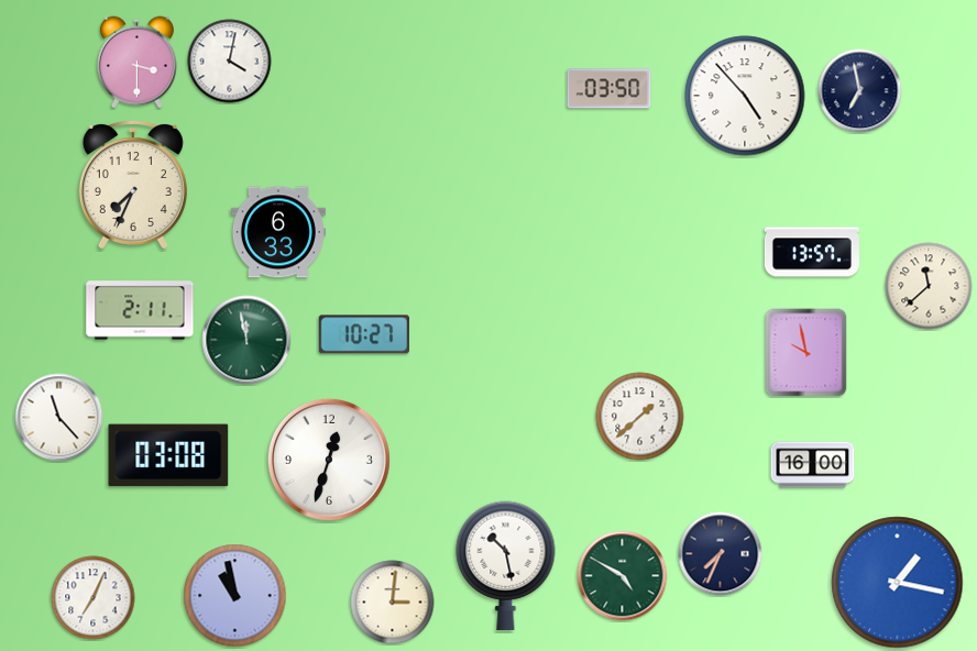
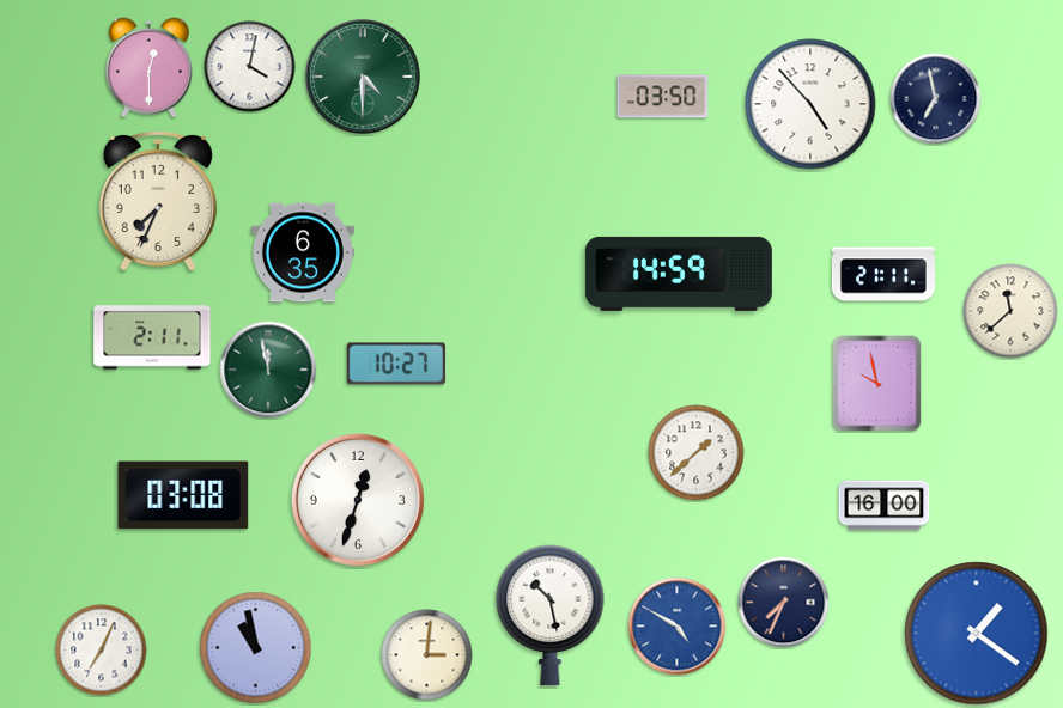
clock at (136, 63): 3:30 -> 12:30
clock at (363, 77): none -> 4:30
clock at (133, 184) position: (133, 184) -> (158, 200)
clock at (278, 232): 6:33 -> 6:35
clock at (679, 274): none -> 14:59
clock at (812, 252): 13:57 -> 21:11
clock at (59, 418): 11:23 -> none
clock at (623, 576) dial: green -> blue
clock at (898, 583): 1:17 -> 1:21
